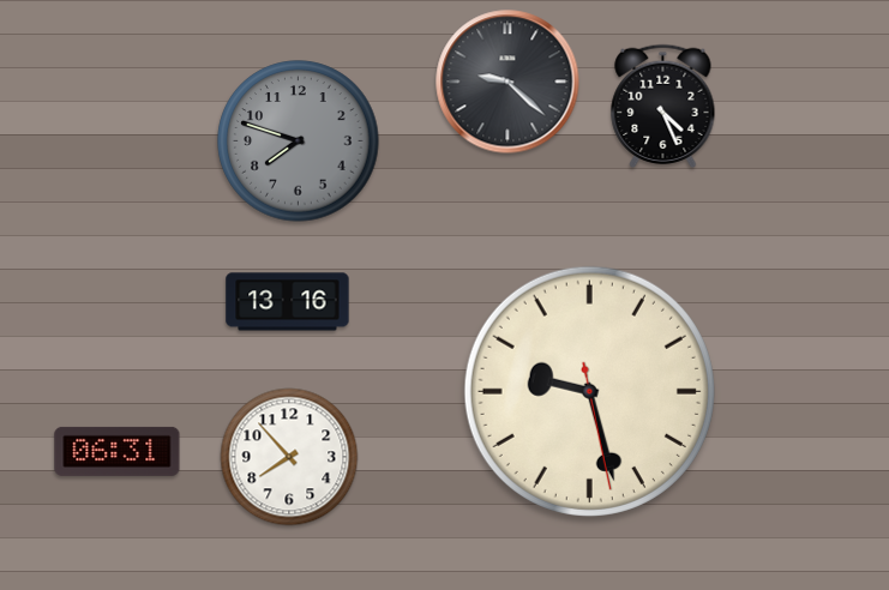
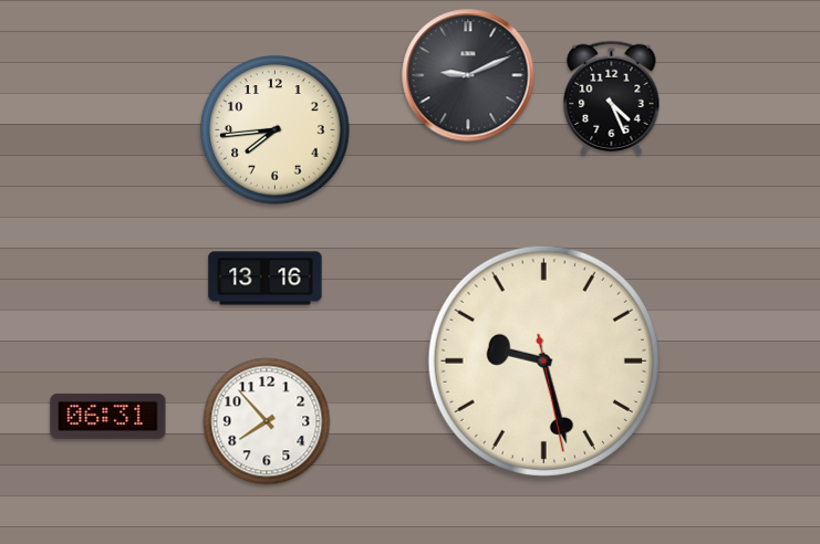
clock at (507, 82): 9:22 -> 9:11
clock at (299, 142): 7:48 -> 7:44
clock at (299, 142) dial: grey -> cream
